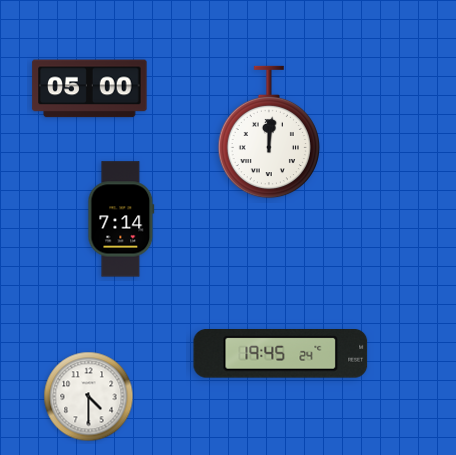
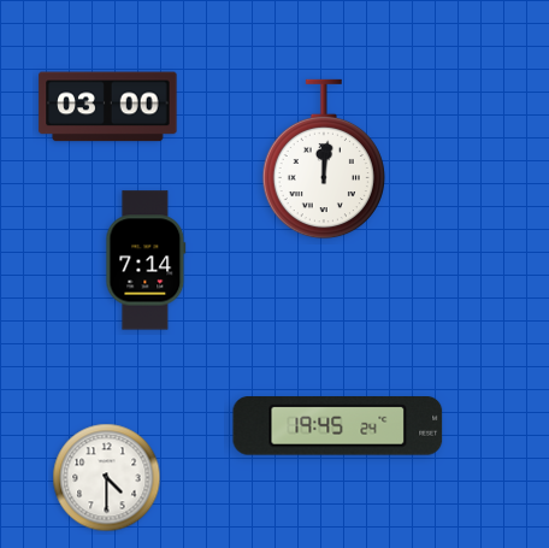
clock at (90, 89): 05:00 -> 03:00
clock at (121, 219) position: (121, 219) -> (146, 260)
